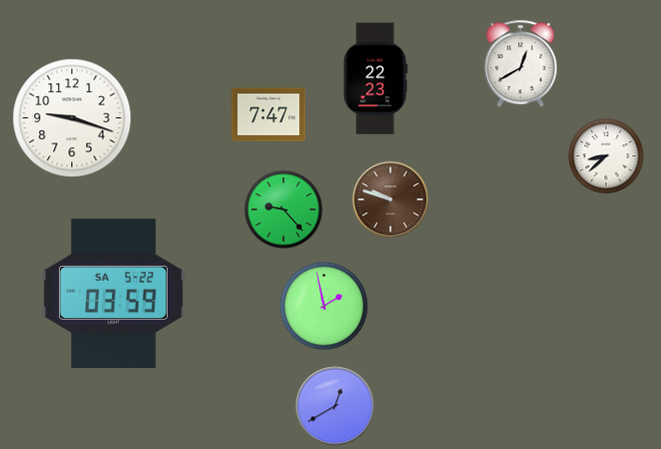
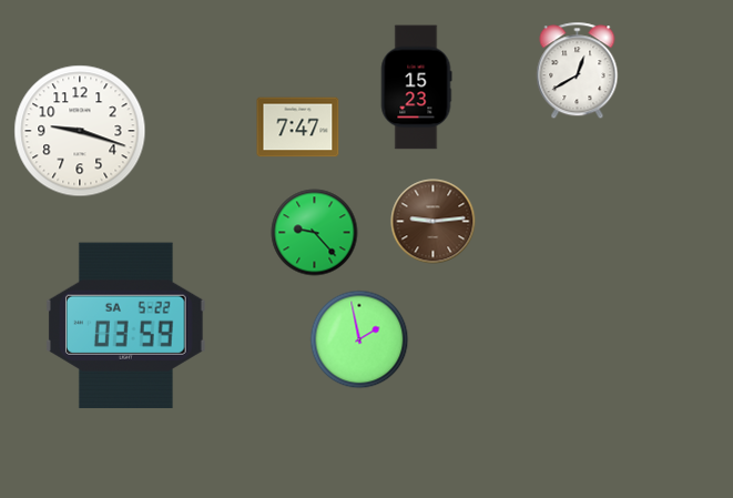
clock at (375, 79): 22:23 -> 15:23
clock at (606, 156): 8:38 -> none
clock at (391, 200): 9:48 -> 9:14
clock at (335, 406): 12:40 -> none
